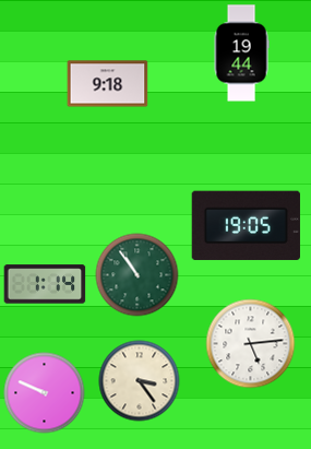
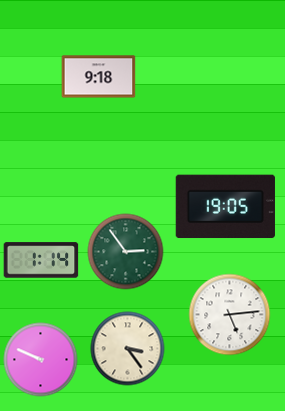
clock at (241, 54): 19:44 -> none
clock at (137, 275): 10:54 -> 2:54
